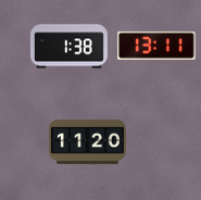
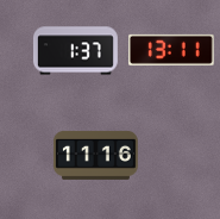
clock at (70, 47): 1:38 -> 1:37
clock at (87, 141): 11:20 -> 11:16
